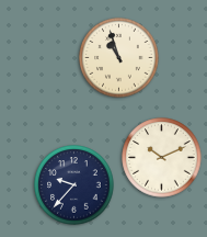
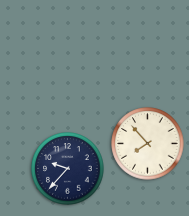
clock at (119, 58): 10:57 -> none
clock at (162, 158): 10:11 -> 7:53
